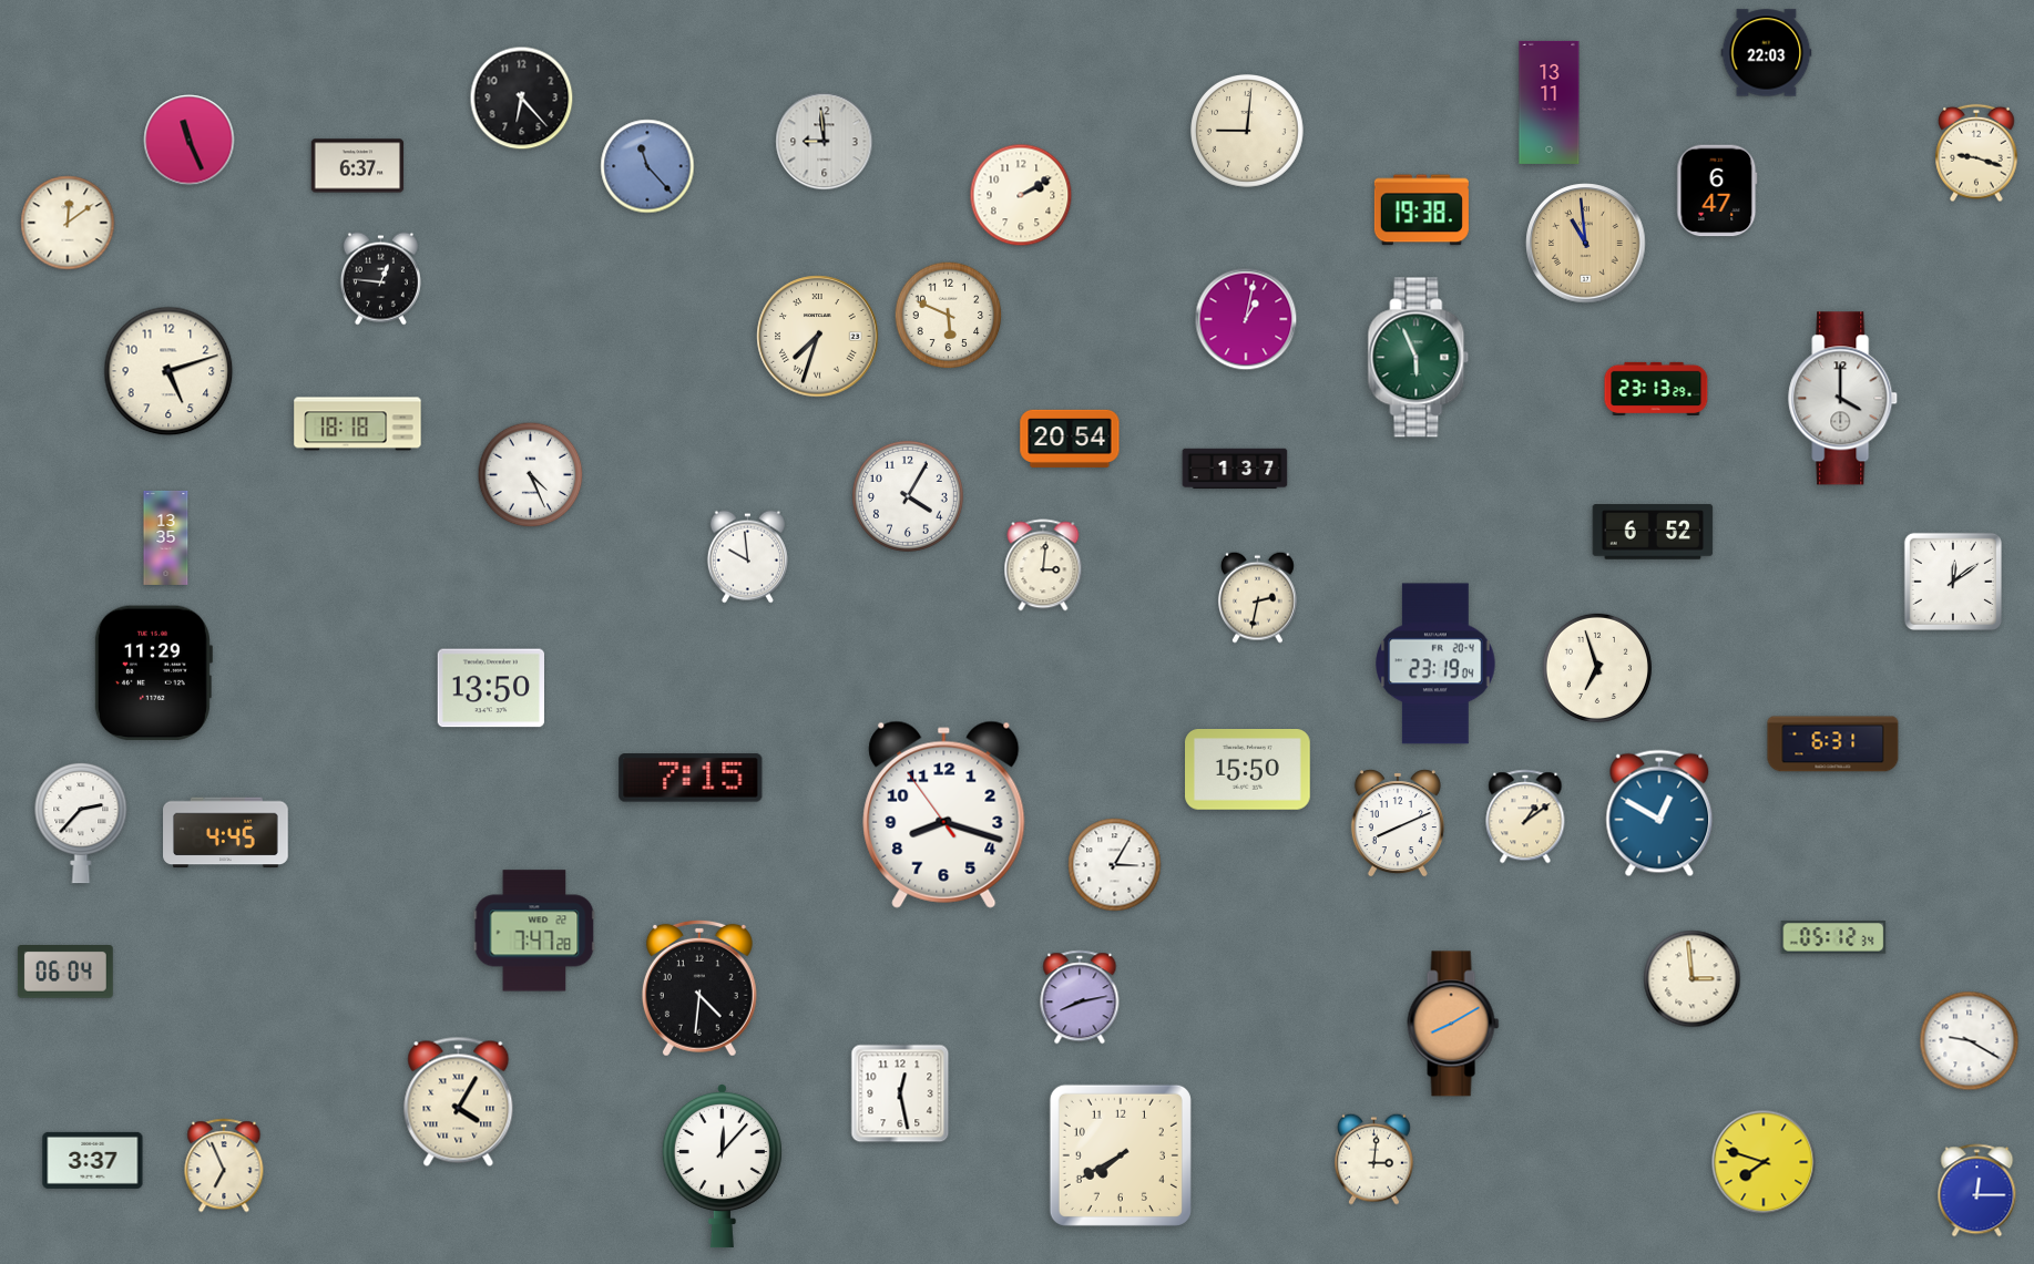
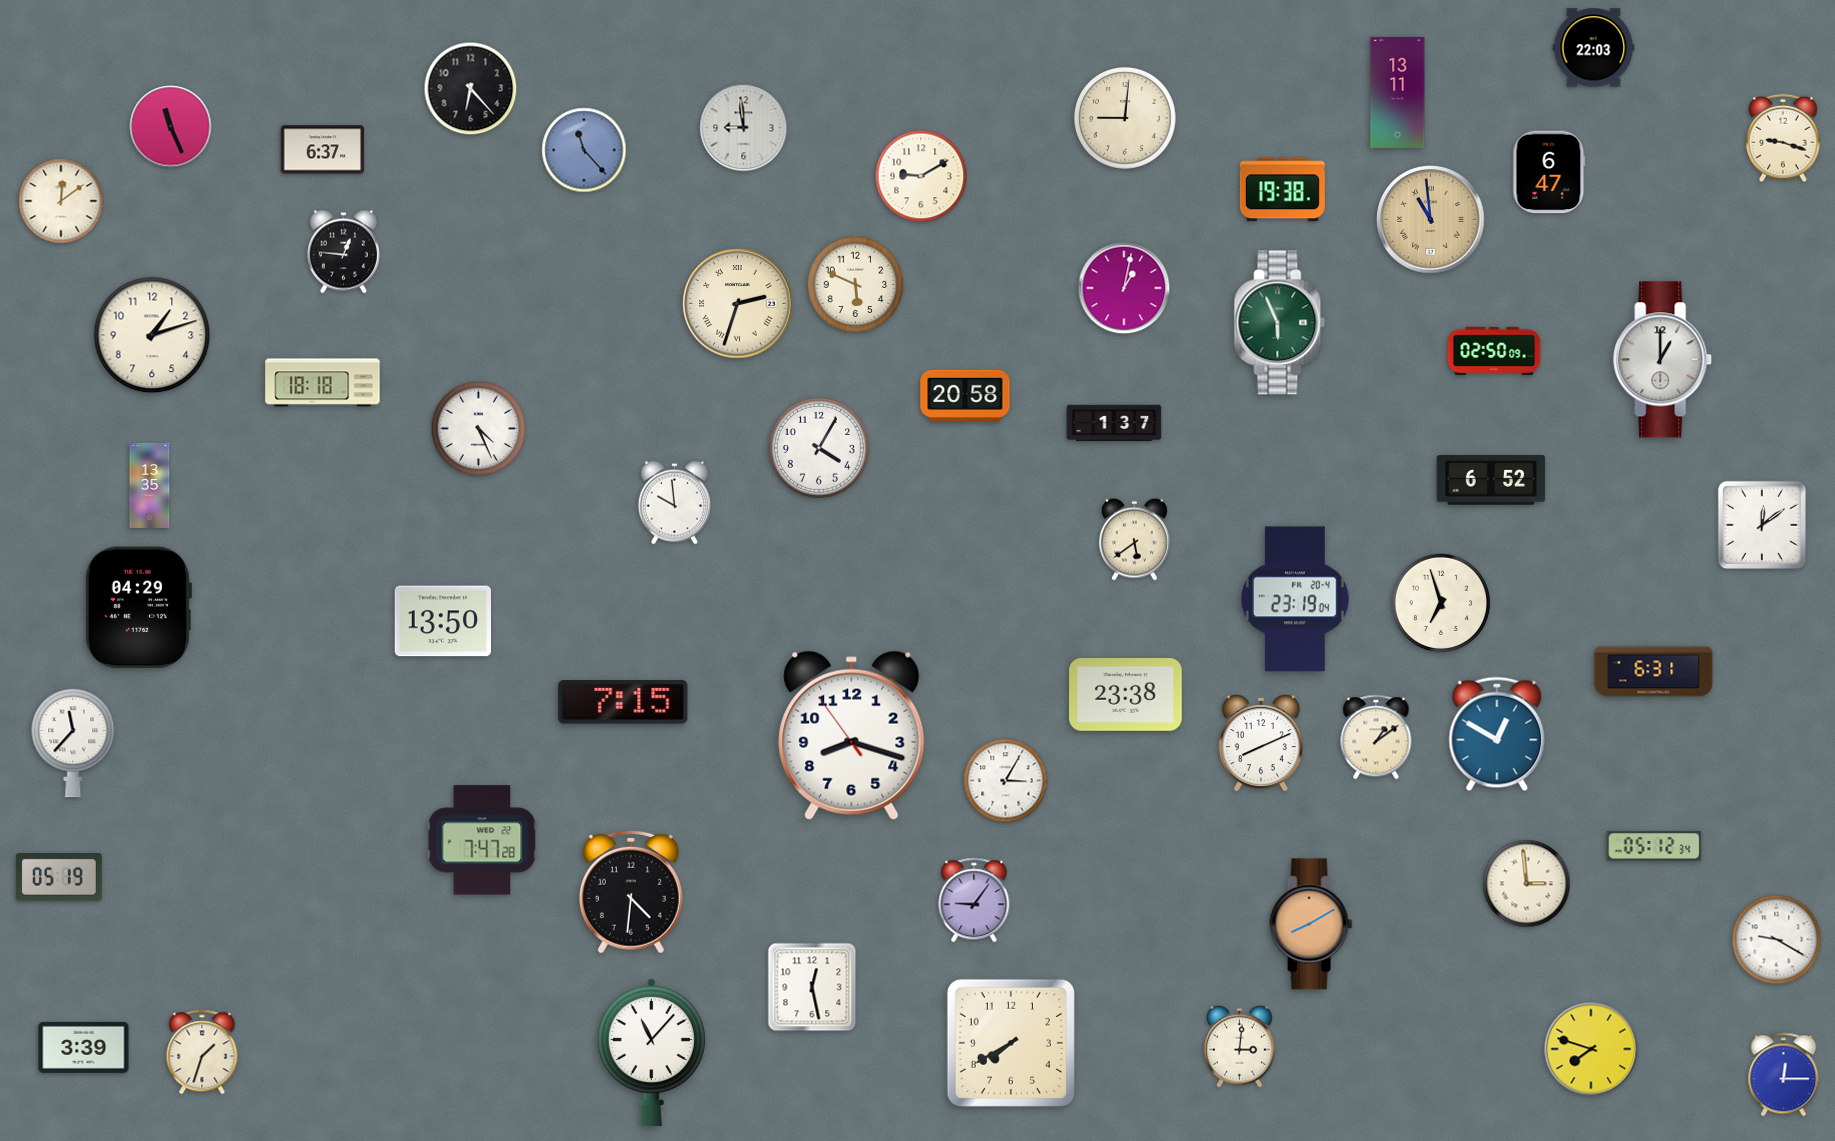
clock at (1021, 195): 2:10 -> 9:10
clock at (818, 337): 7:33 -> 2:33
clock at (168, 371): 5:12 -> 1:12
clock at (1656, 388): 23:13 -> 02:50
clock at (1843, 399): 4:00 -> 1:00
clock at (1070, 439): 20:54 -> 20:58
clock at (1043, 565): 3:01 -> none
clock at (1257, 597): 2:32 -> 5:39
clock at (153, 674): 11:29 -> 04:29
clock at (1248, 770): 15:50 -> 23:38
clock at (81, 823): 2:37 -> 11:37
clock at (226, 833): 4:45 -> none
clock at (65, 972): 06:04 -> 05:19
clock at (1080, 997): 8:13 -> 9:06
clock at (459, 1101): 4:05 -> none
clock at (93, 1160): 3:37 -> 3:39
clock at (224, 1165): 6:56 -> 1:33
clock at (722, 1165): 12:07 -> 11:07
